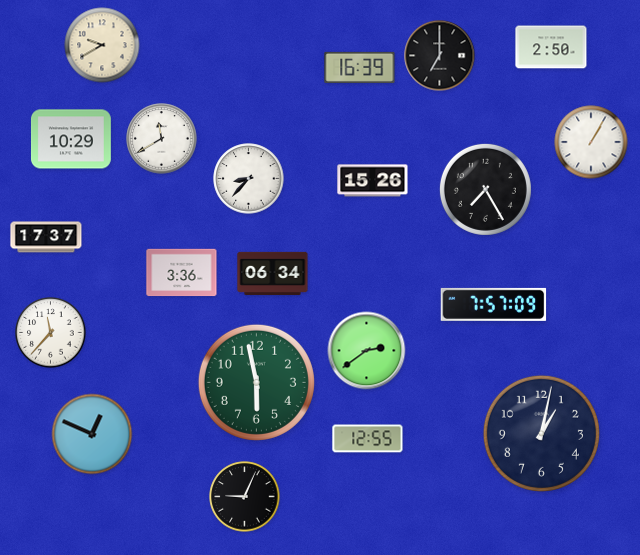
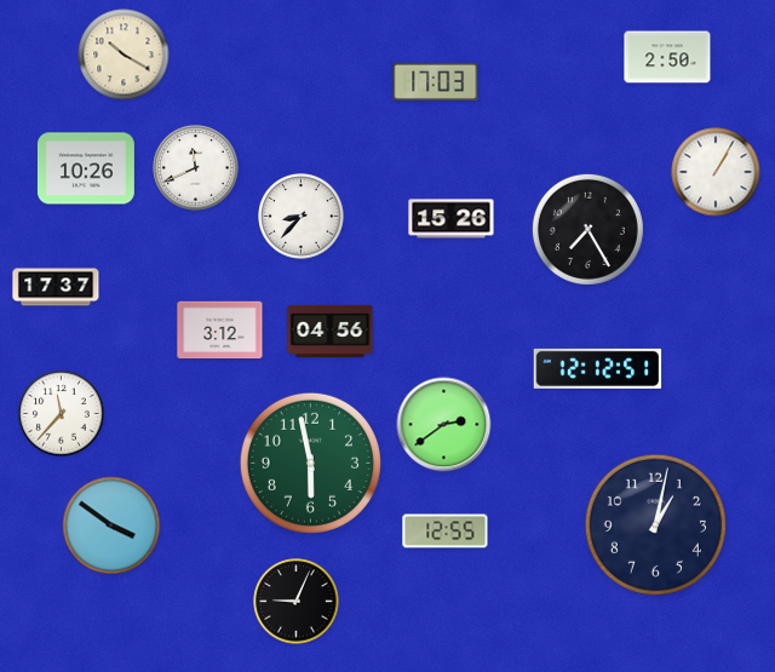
clock at (102, 45): 9:40 -> 10:20
clock at (440, 56): 7:00 -> none
clock at (360, 67): 16:39 -> 17:03
clock at (71, 139): 10:29 -> 10:26
clock at (162, 139): 11:40 -> 11:41
clock at (182, 273): 3:36 -> 3:12
clock at (273, 273): 06:34 -> 04:56
clock at (494, 304): 7:57 -> 12:12
clock at (51, 333) position: (51, 333) -> (62, 414)
clock at (92, 434): 12:49 -> 3:51
